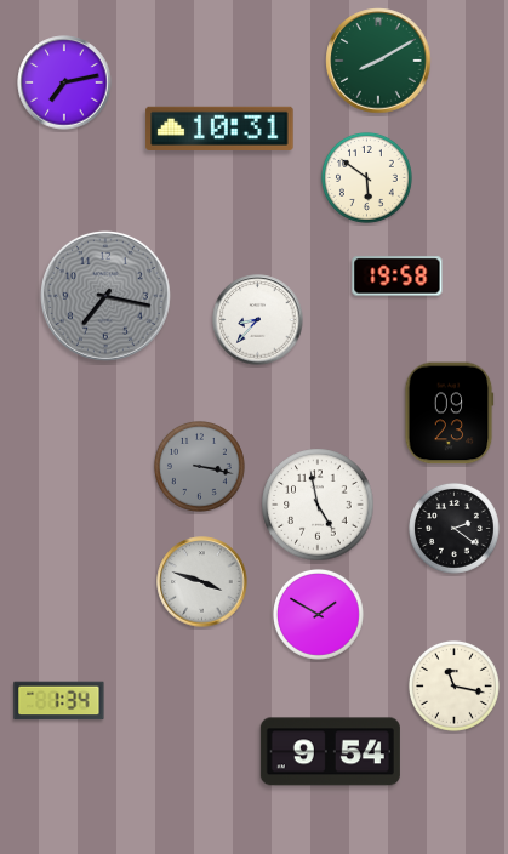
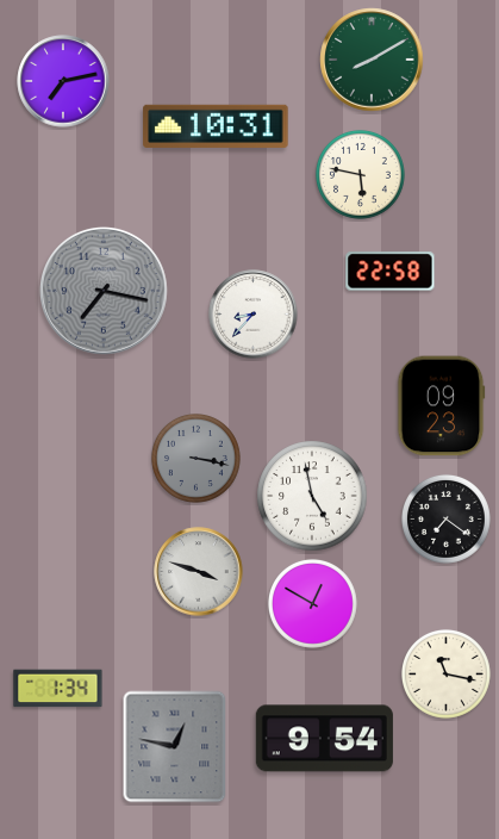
clock at (366, 177): 5:51 -> 5:47
clock at (398, 277): 19:58 -> 22:58
clock at (453, 528): 2:21 -> 7:21
clock at (318, 614): 1:50 -> 12:50
clock at (175, 747): none -> 12:47
